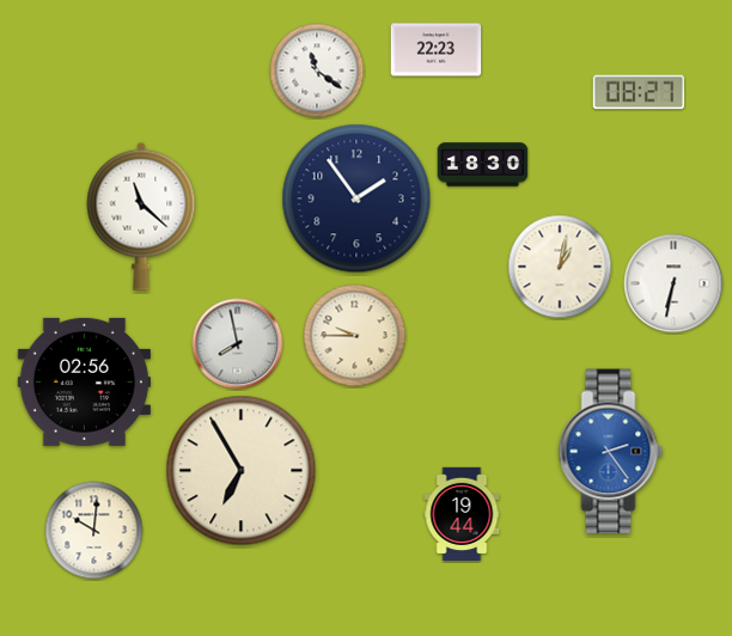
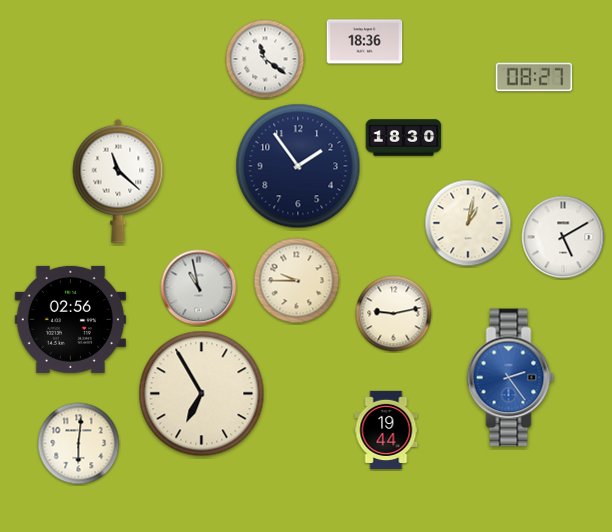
clock at (437, 50): 22:23 -> 18:36
clock at (673, 283): 6:32 -> 5:10
clock at (238, 344): 7:58 -> 10:58
clock at (394, 314): none -> 9:13
clock at (94, 531): 10:01 -> 6:01
